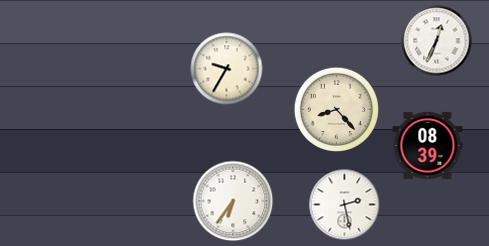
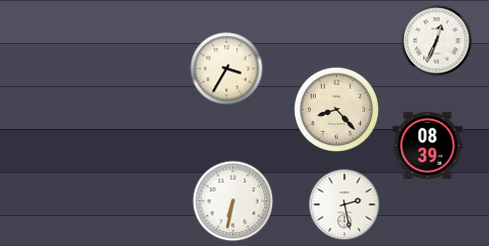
clock at (227, 69): 9:35 -> 3:35
clock at (233, 201): 6:36 -> 6:32
